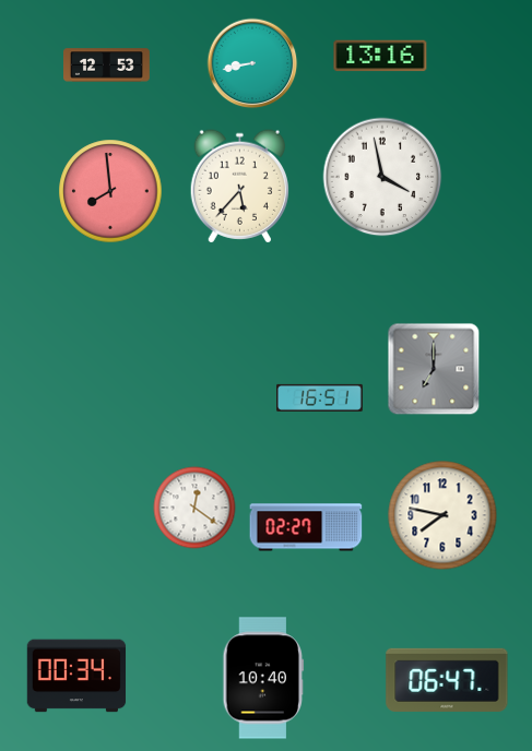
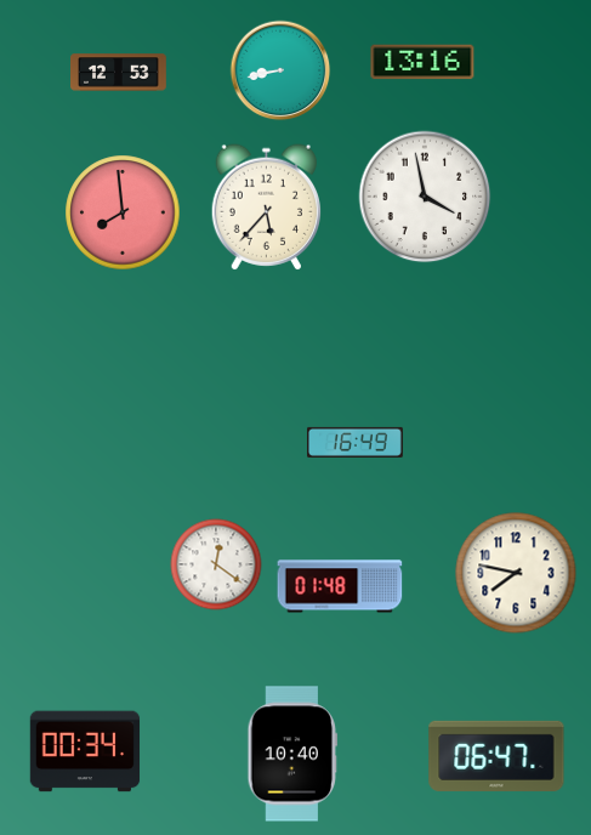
clock at (434, 369): 7:00 -> none
clock at (320, 397): 16:51 -> 16:49
clock at (442, 515) position: (442, 515) -> (516, 573)
clock at (306, 527): 02:27 -> 01:48
